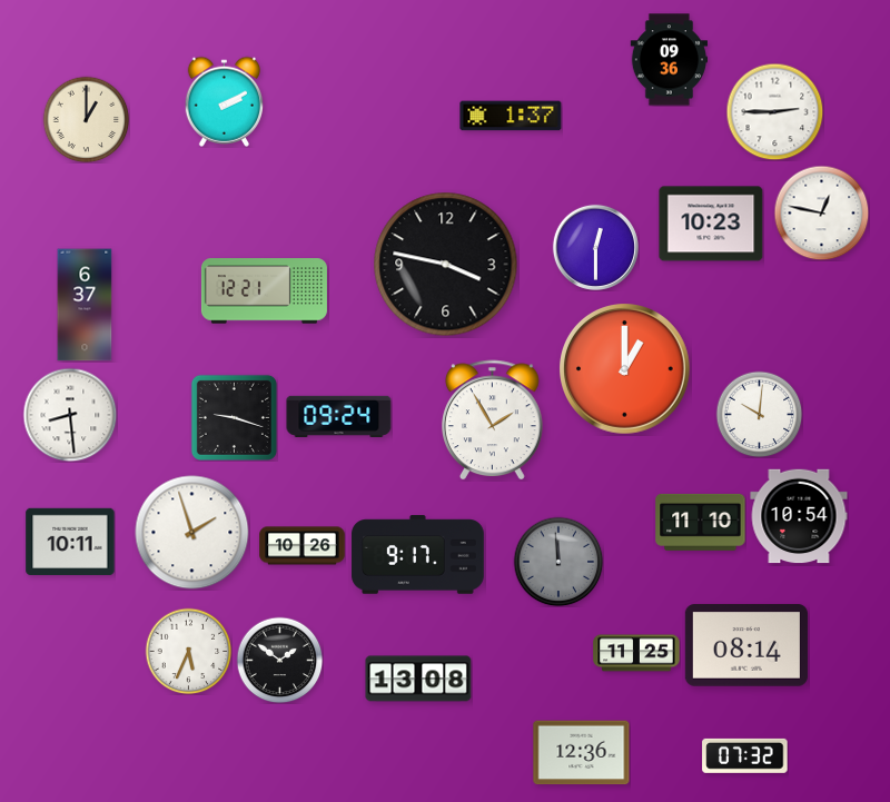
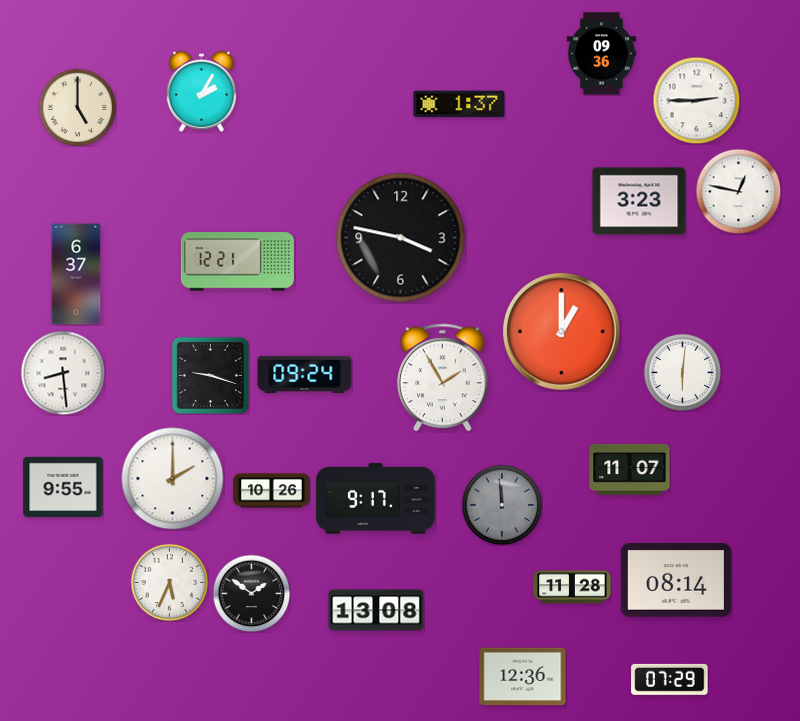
clock at (225, 101): 2:10 -> 2:05
clock at (86, 119): 1:00 -> 5:00
clock at (711, 224): 10:23 -> 3:23
clock at (595, 247): 12:30 -> none
clock at (759, 414): 10:01 -> 6:01
clock at (799, 516): 10:54 -> none
clock at (701, 522): 11:10 -> 11:07
clock at (192, 533): 1:57 -> 2:00
clock at (70, 542): 10:11 -> 9:55
clock at (746, 645) position: (746, 645) -> (676, 580)
clock at (188, 651) position: (188, 651) -> (169, 582)
clock at (636, 653): 11:25 -> 11:28
clock at (745, 755): 07:32 -> 07:29
